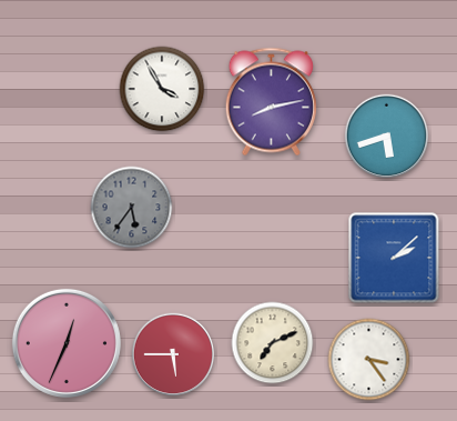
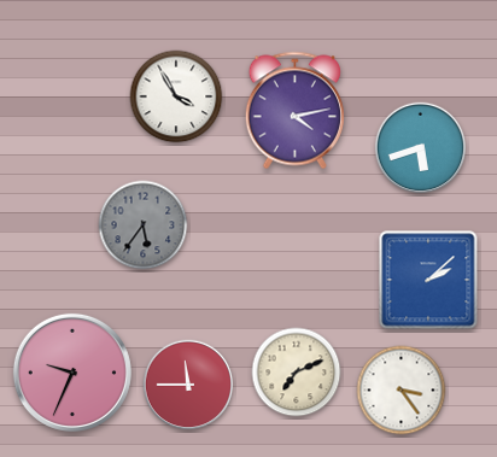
clock at (271, 102): 8:13 -> 4:13
clock at (67, 343): 12:34 -> 9:34
clock at (173, 354): 5:45 -> 11:45
